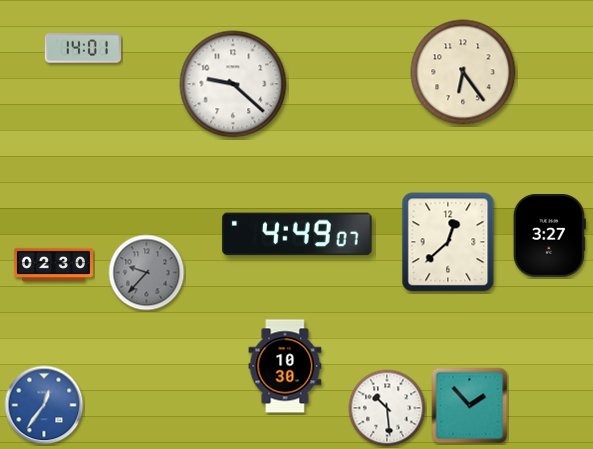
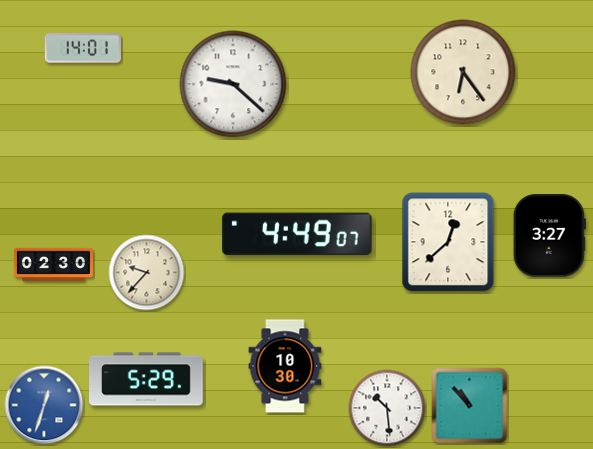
clock at (147, 273) dial: grey -> cream
clock at (147, 379): none -> 5:29
clock at (44, 405): 12:36 -> 12:33
clock at (470, 406): 1:53 -> 10:53
